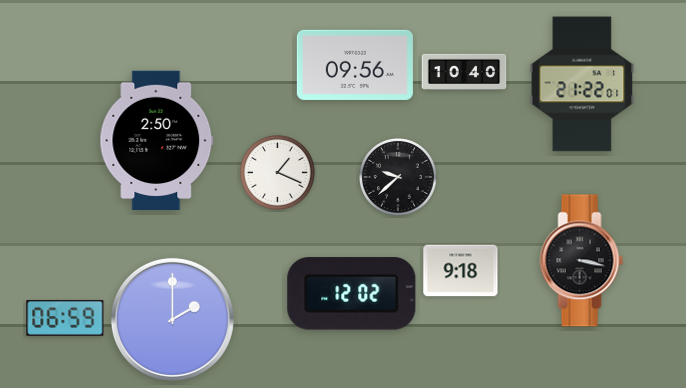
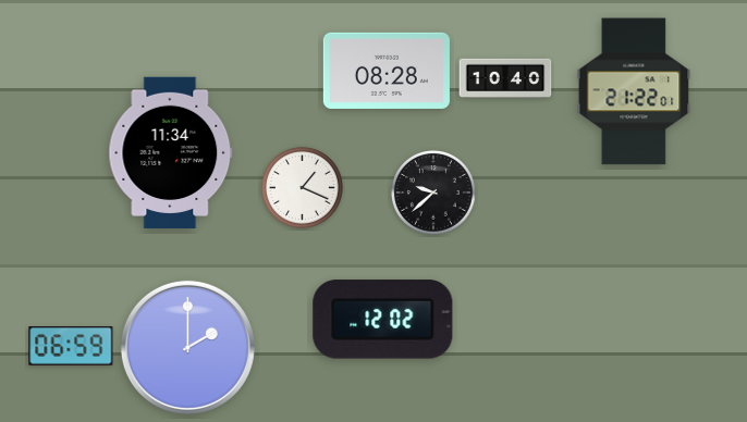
clock at (355, 65): 09:56 -> 08:28
clock at (157, 141): 2:50 -> 11:34
clock at (582, 261): 3:17 -> none
clock at (461, 271): 9:18 -> none
